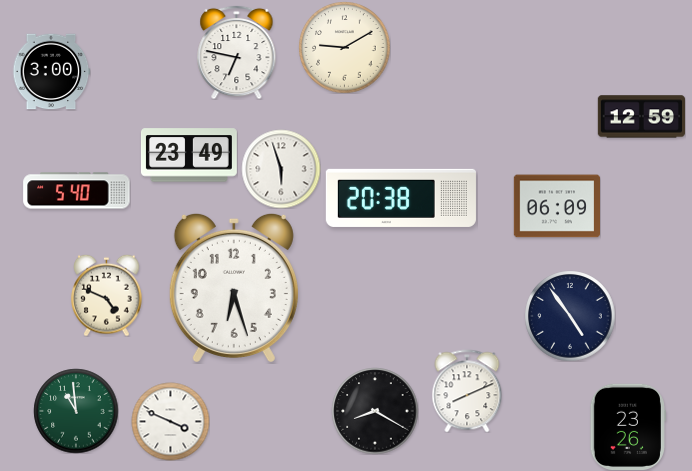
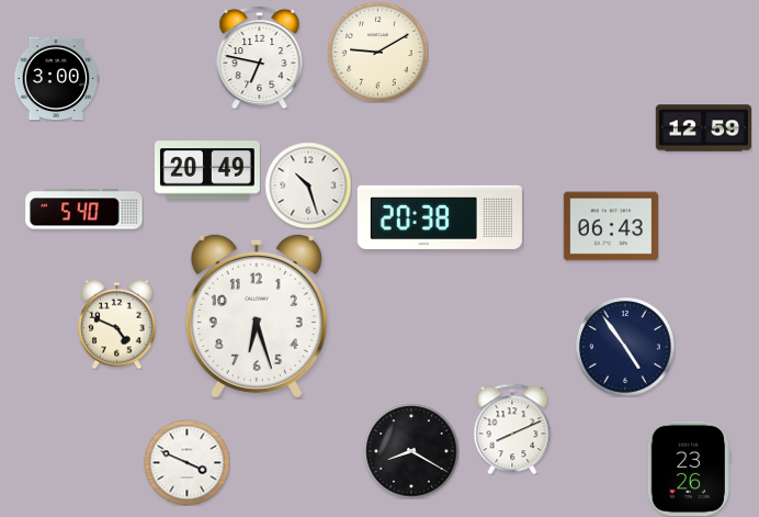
clock at (189, 155): 23:49 -> 20:49
clock at (281, 169): 5:57 -> 10:27
clock at (556, 206): 06:09 -> 06:43
clock at (76, 411): 10:59 -> none
